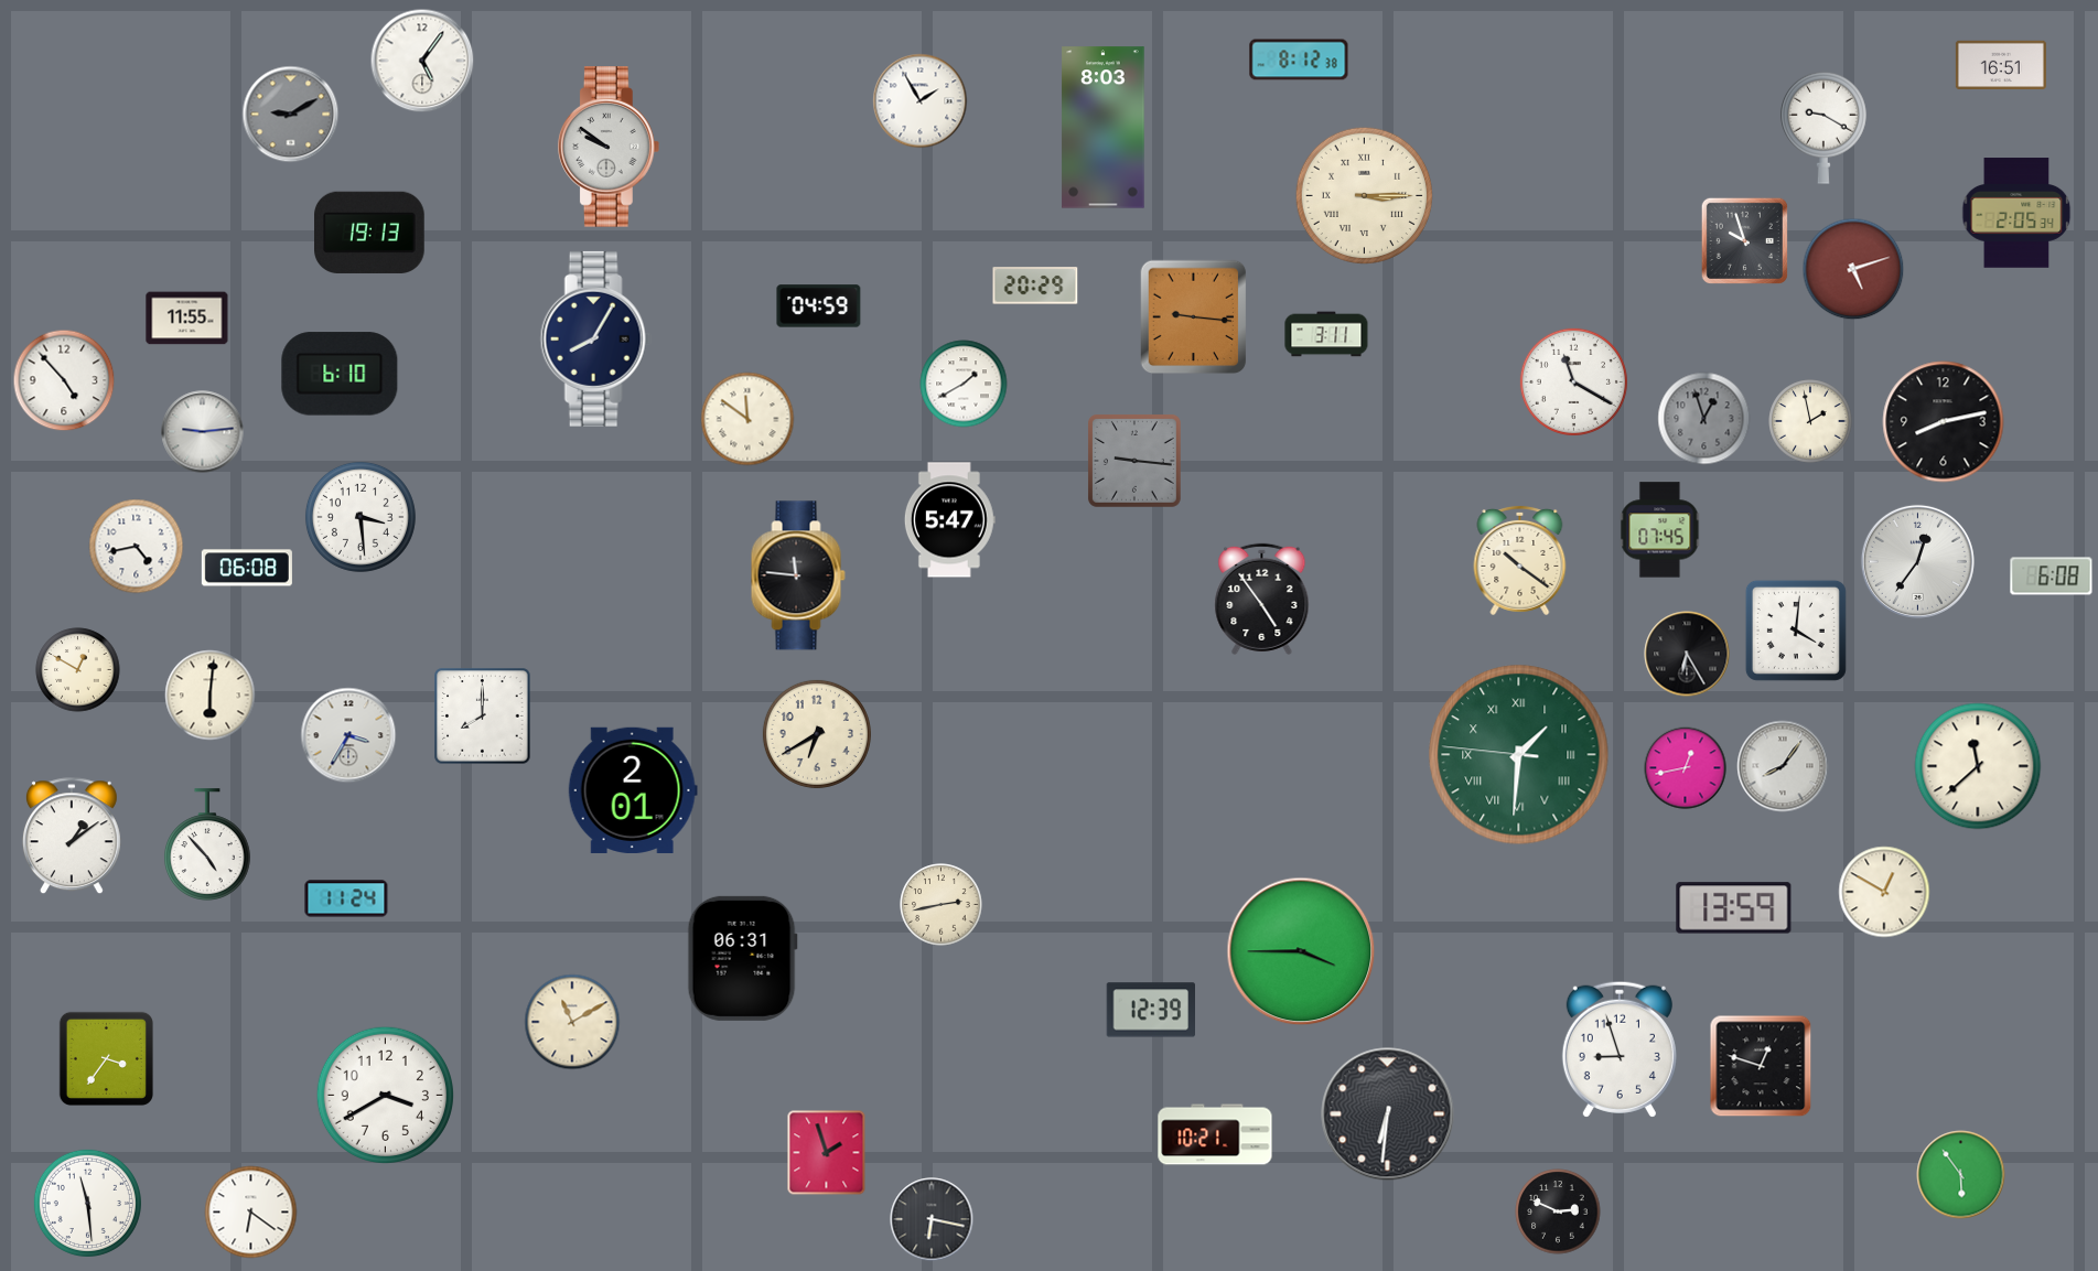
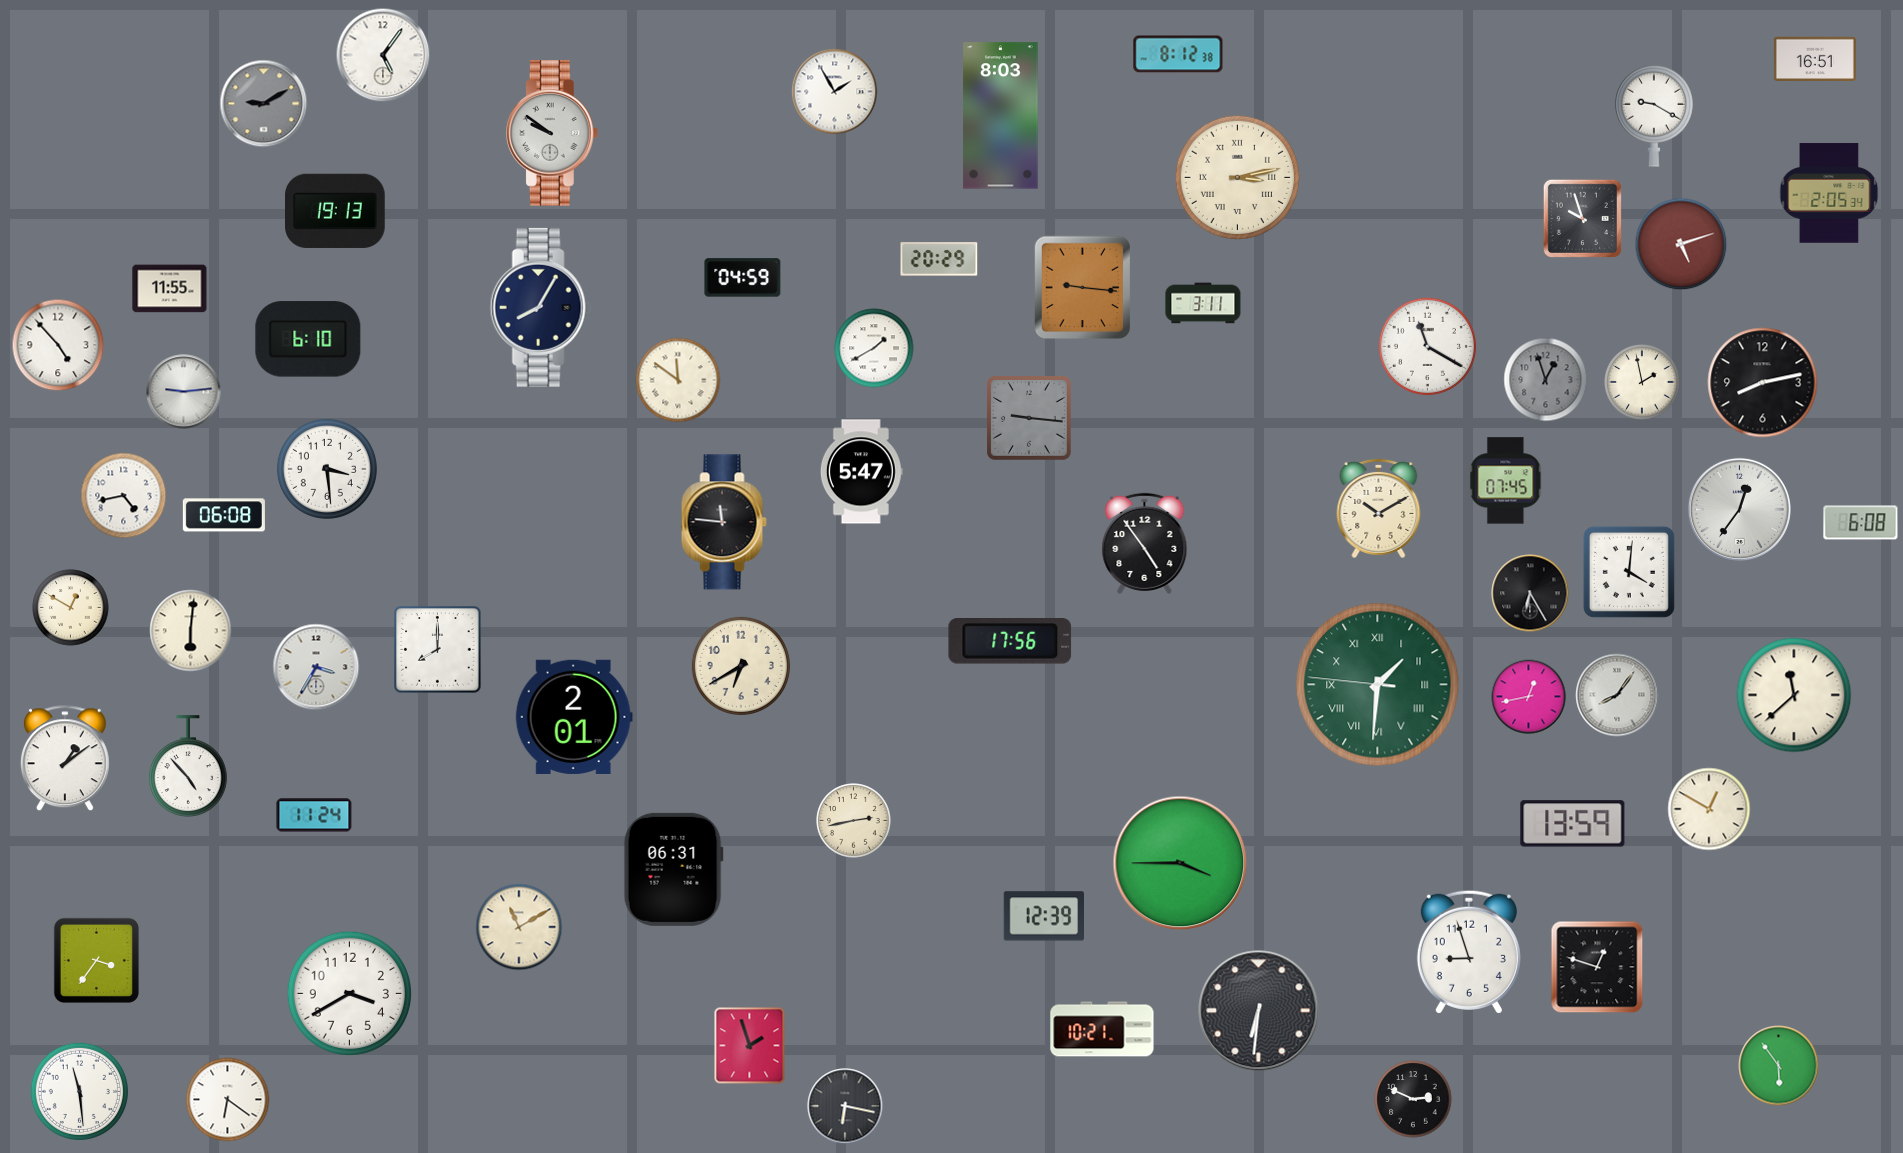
clock at (1364, 195): 3:15 -> 3:13
clock at (1520, 560): 10:21 -> 10:10
clock at (1010, 642): none -> 17:56
